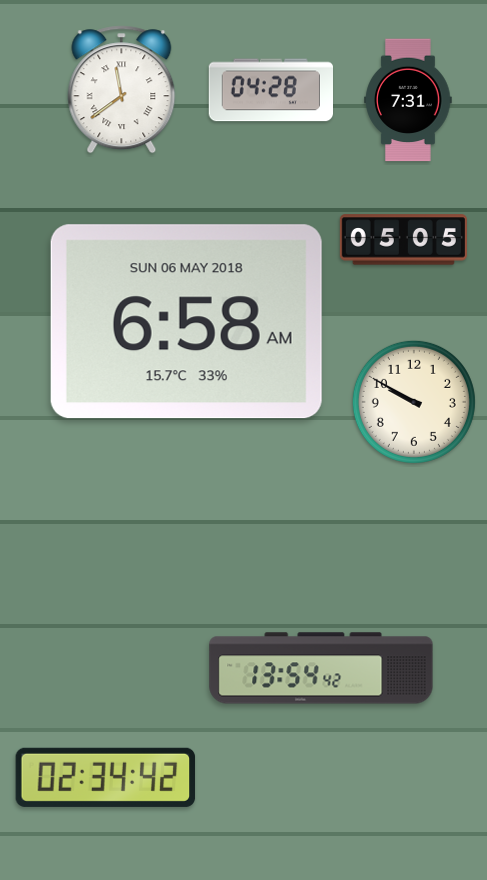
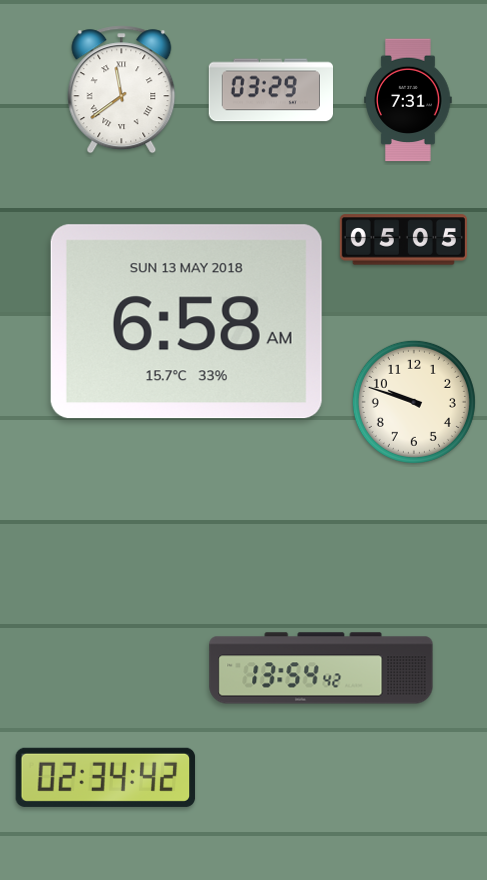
clock at (270, 90): 04:28 -> 03:29
clock at (186, 322) date: SUN 06 MAY 2018 -> SUN 13 MAY 2018
clock at (414, 402): 9:50 -> 9:48
